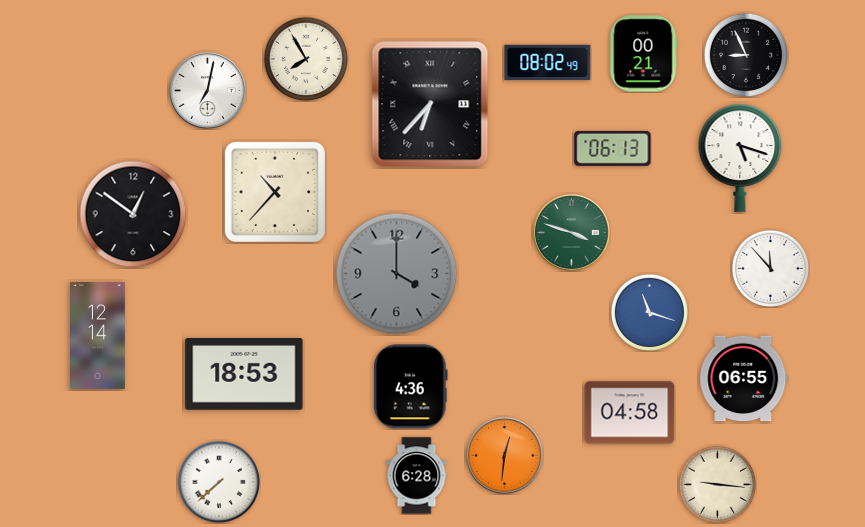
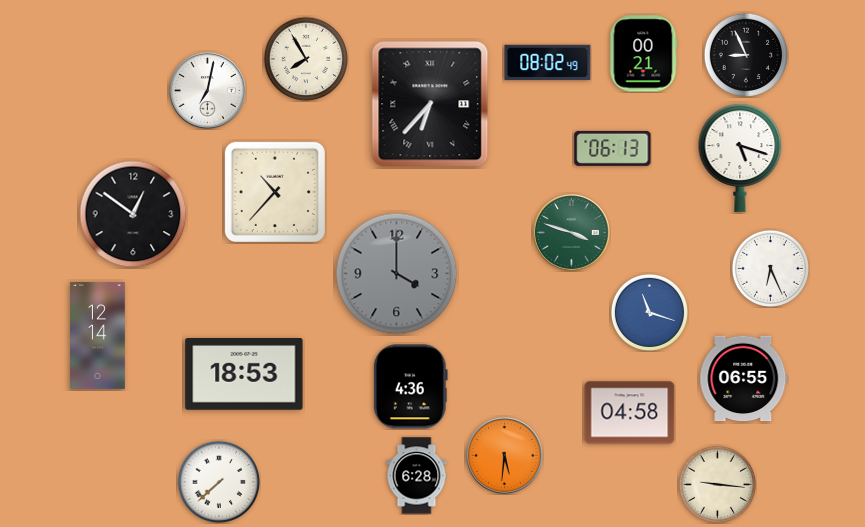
clock at (770, 268): 11:53 -> 6:26
clock at (505, 456): 12:31 -> 5:31
